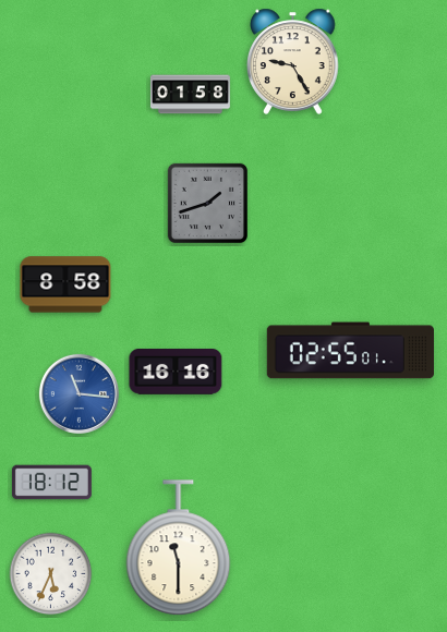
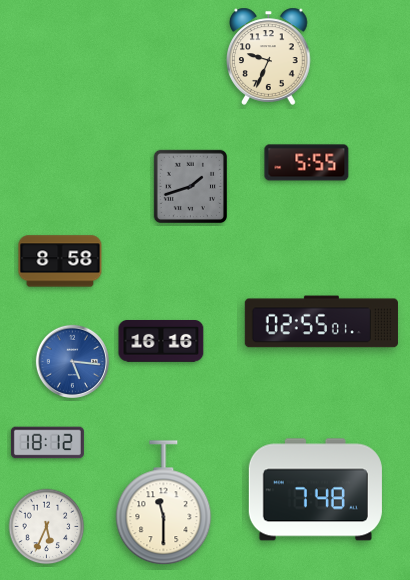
clock at (293, 61): 9:25 -> 9:34
clock at (190, 95): 01:58 -> none
clock at (307, 163): none -> 5:55
clock at (78, 393): 11:16 -> 5:16
clock at (315, 490): none -> 7:48
